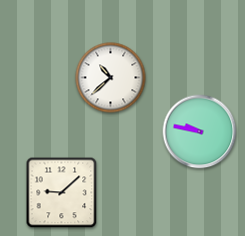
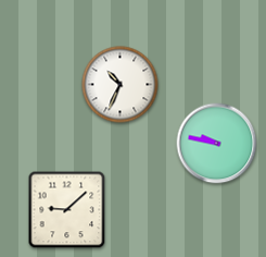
clock at (111, 78): 10:38 -> 10:34
